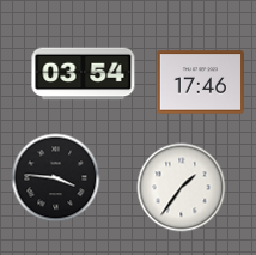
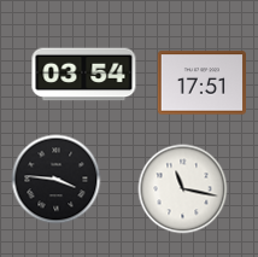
clock at (201, 83): 17:46 -> 17:51
clock at (182, 188): 1:36 -> 11:17
